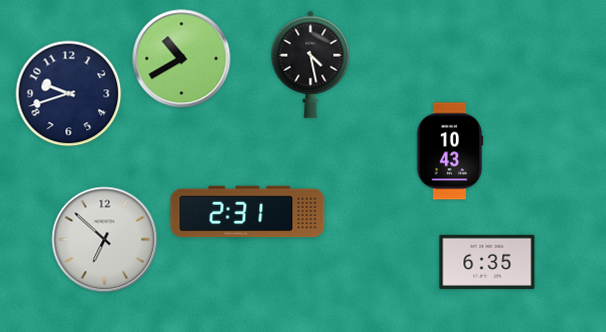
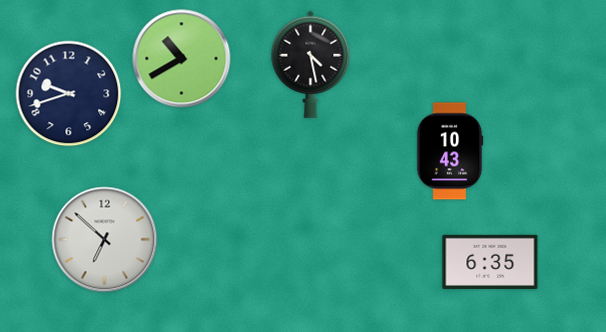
clock at (248, 212): 2:31 -> none
clock at (487, 262) position: (487, 262) -> (490, 262)
